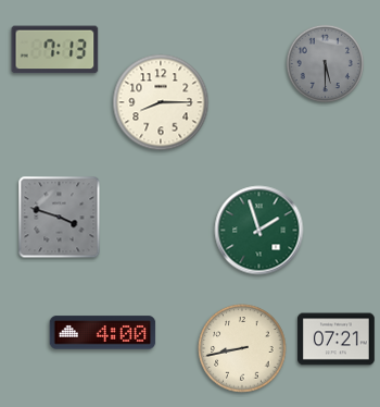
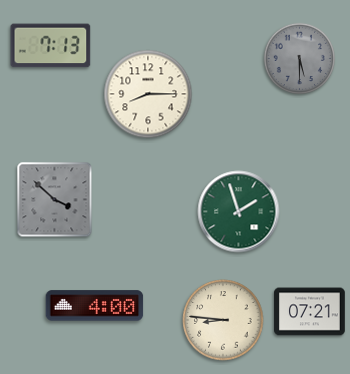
clock at (60, 218): 3:48 -> 3:52
clock at (242, 348): 8:43 -> 8:46
